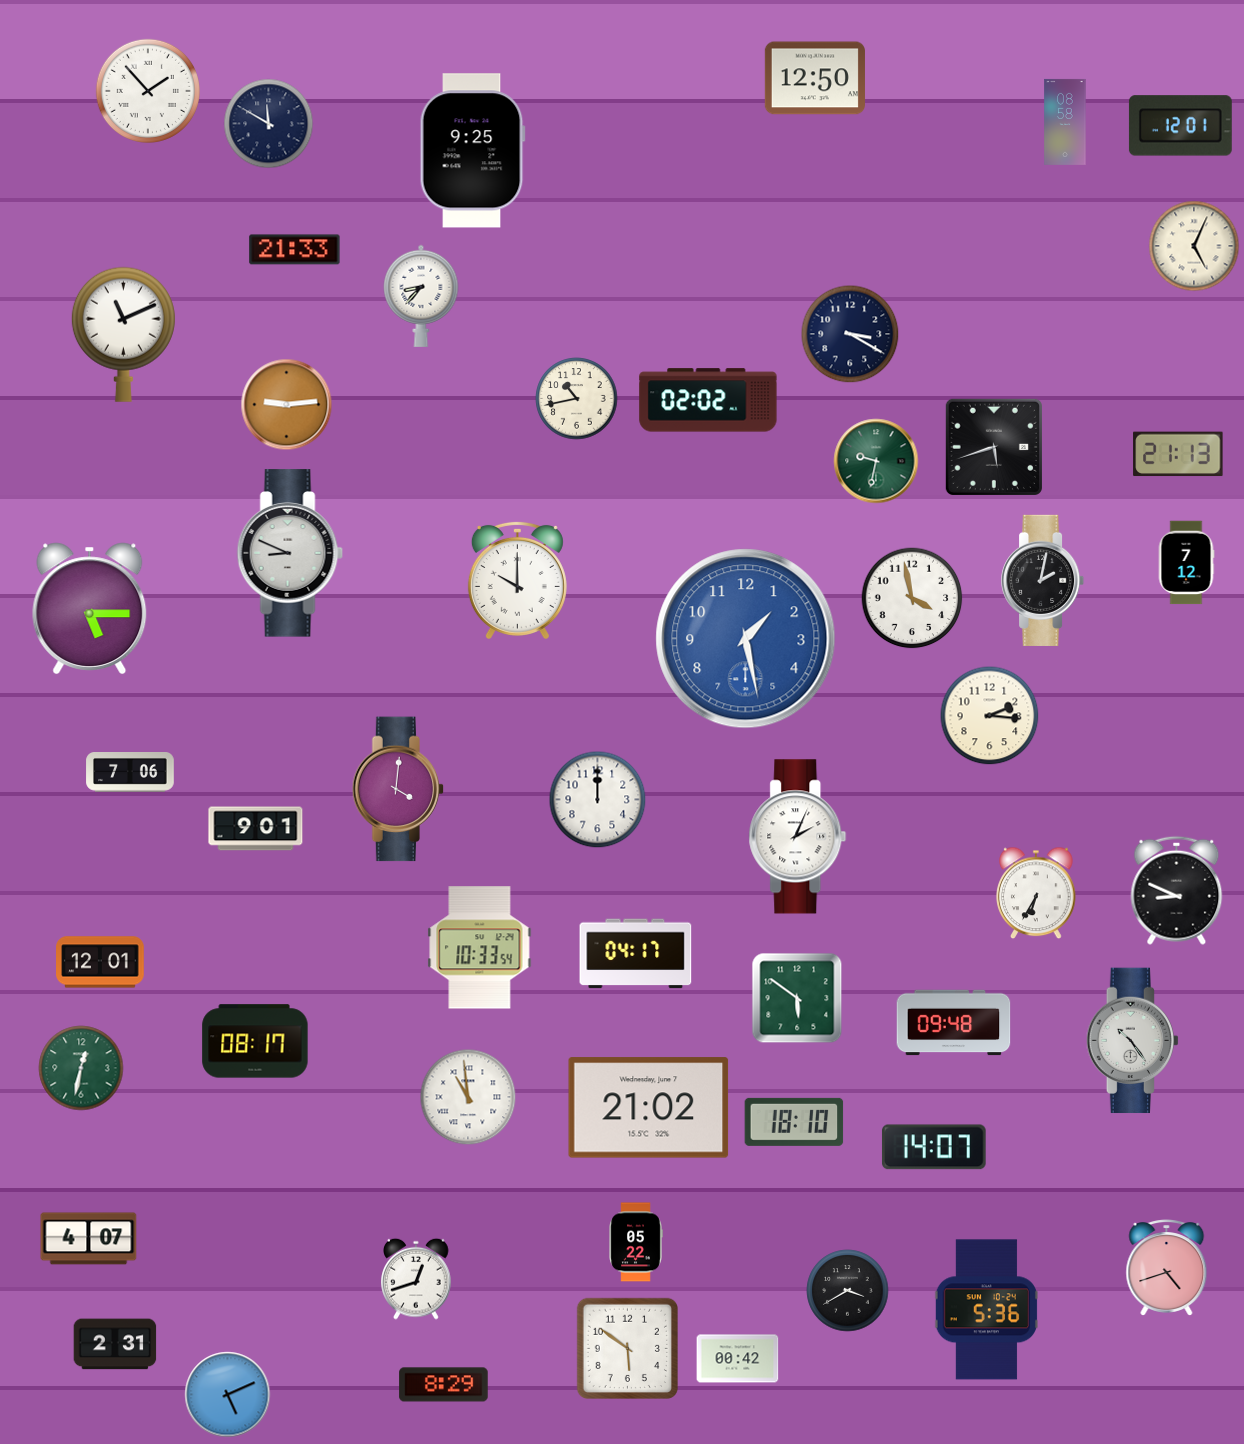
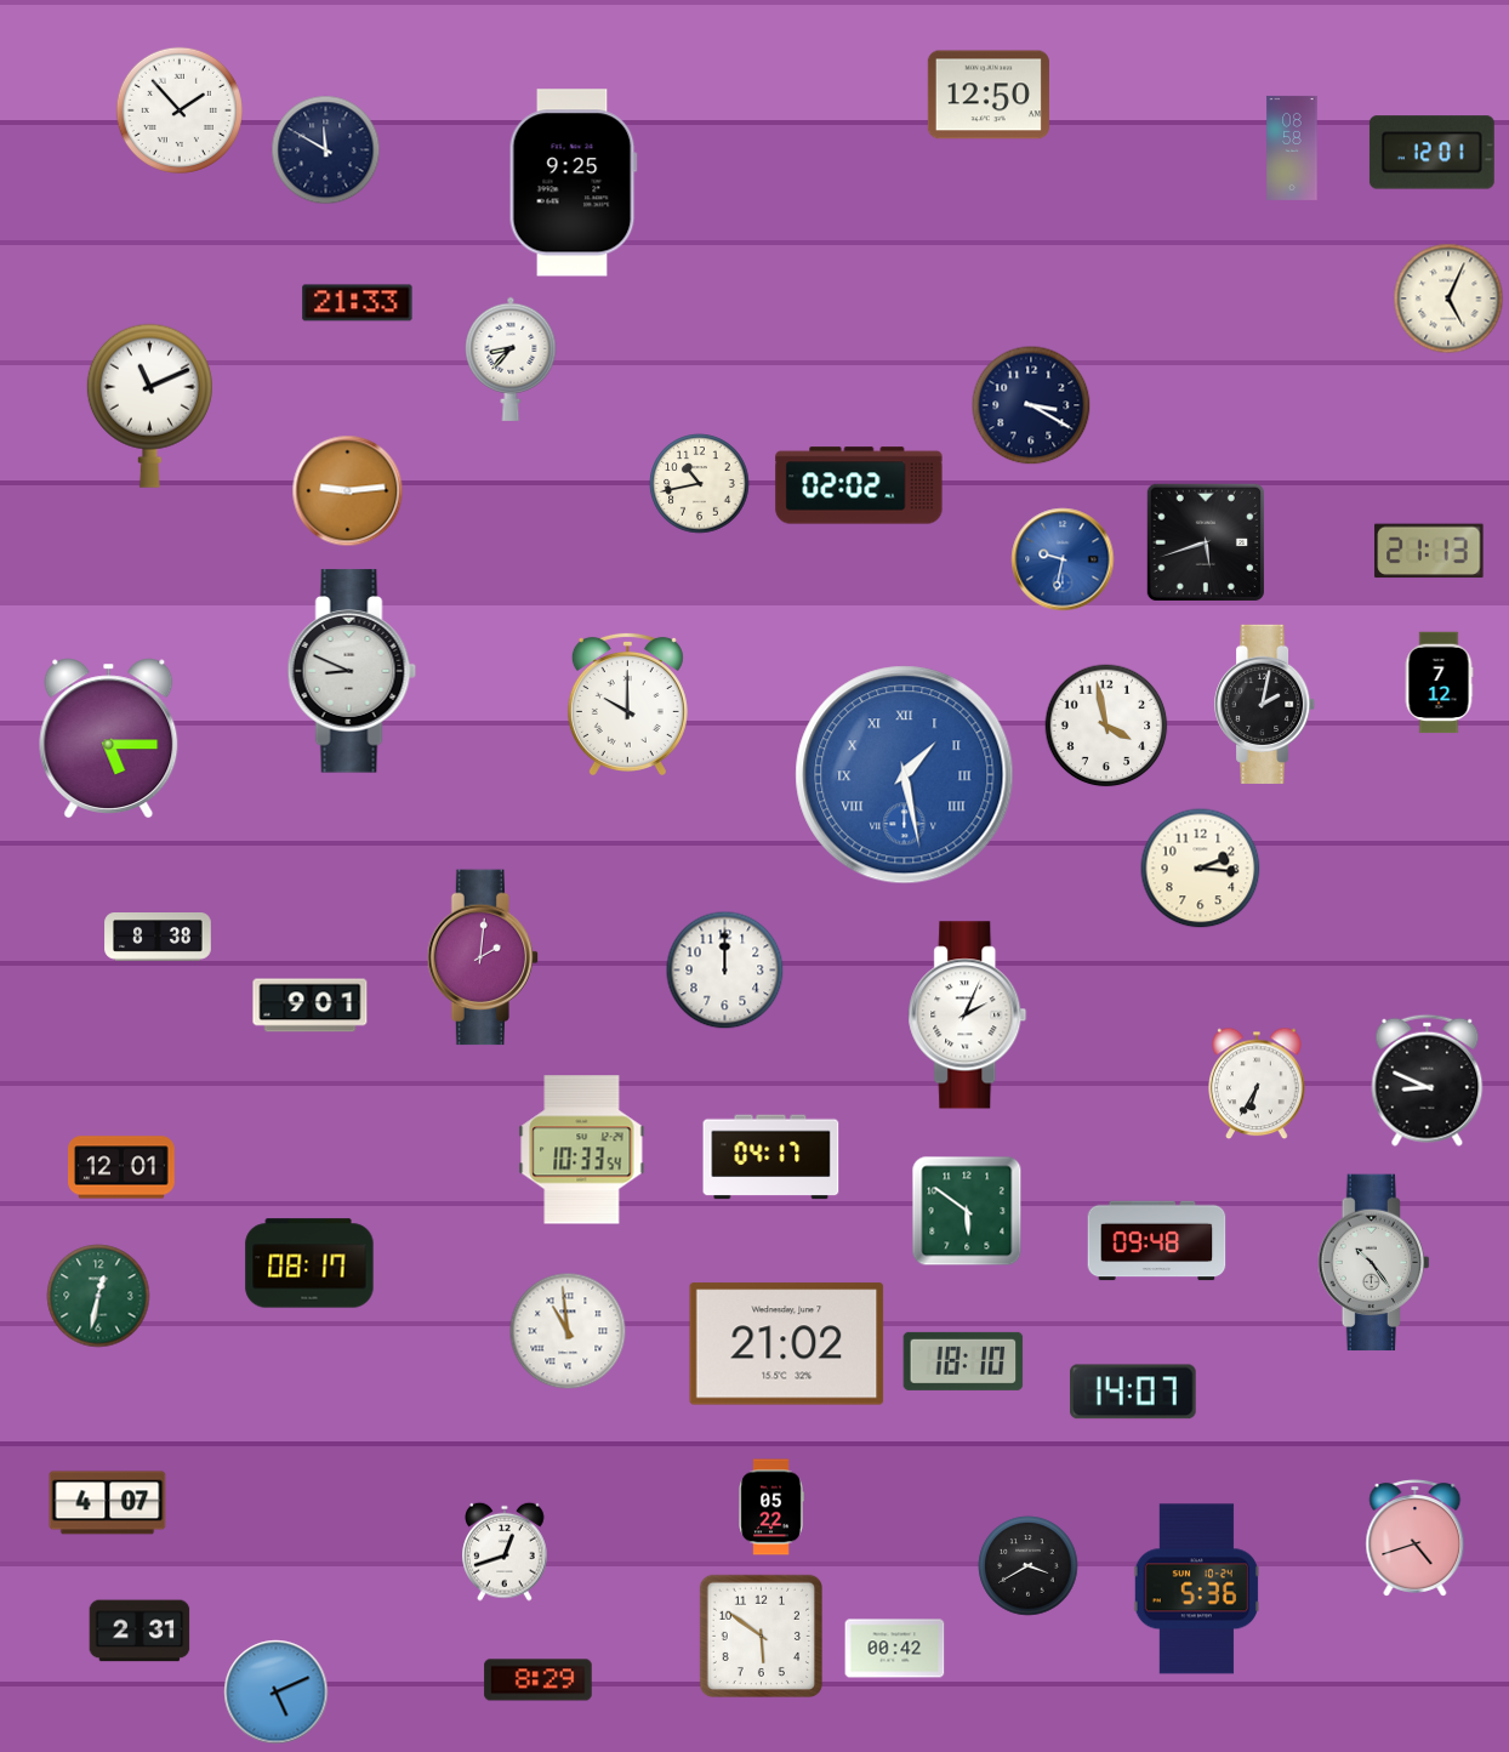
clock at (876, 461) dial: green -> blue
clock at (746, 639) numerals: Arabic -> Roman
clock at (130, 773): 7:06 -> 8:38
clock at (398, 789): 4:01 -> 2:01
